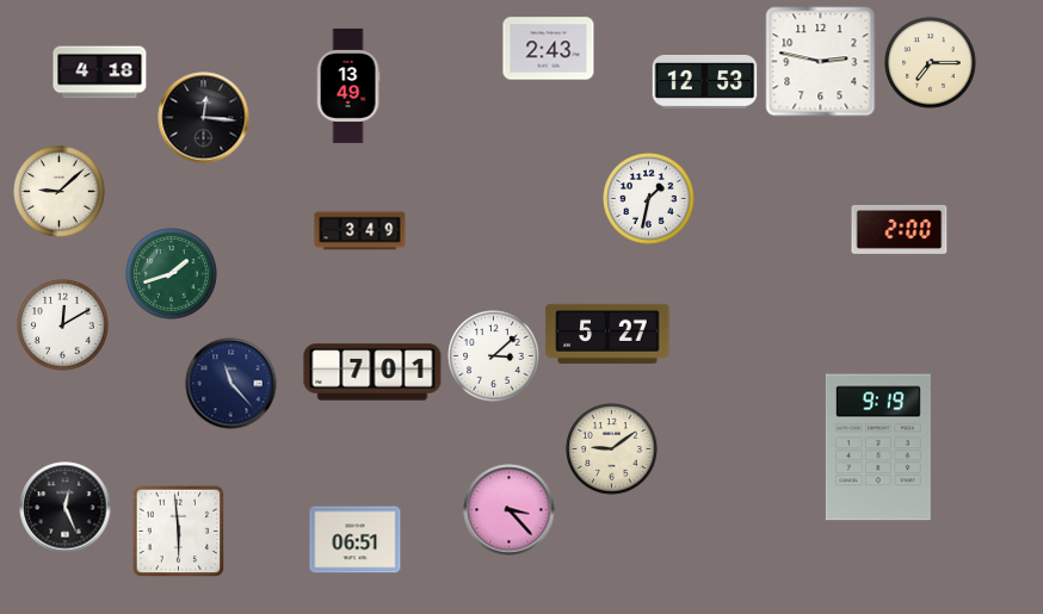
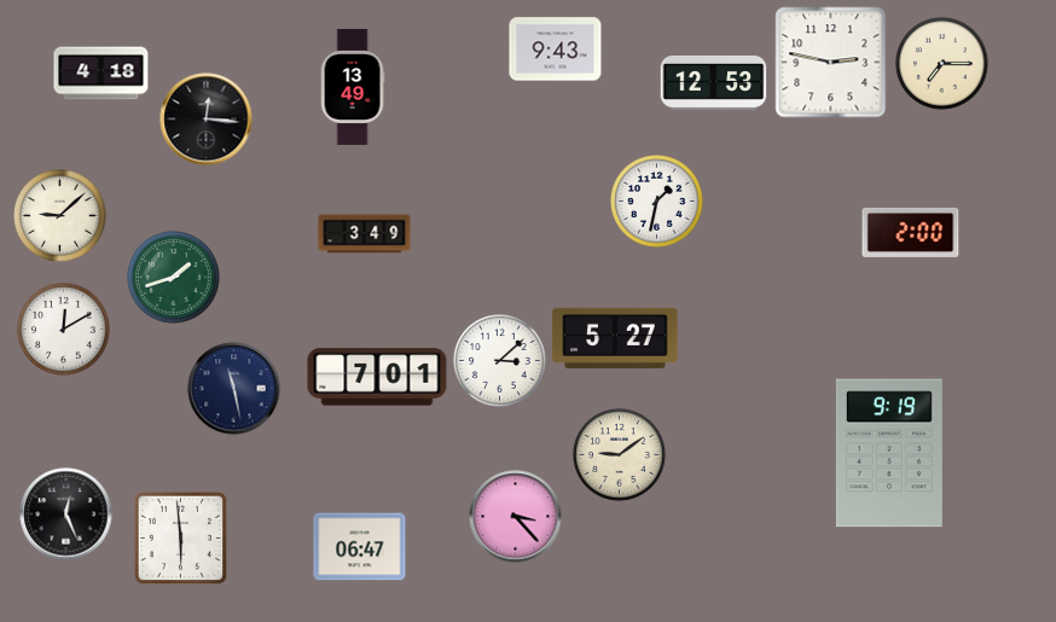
clock at (549, 49): 2:43 -> 9:43
clock at (60, 192) position: (60, 192) -> (60, 216)
clock at (232, 384): 11:23 -> 11:28
clock at (356, 540): 06:51 -> 06:47
